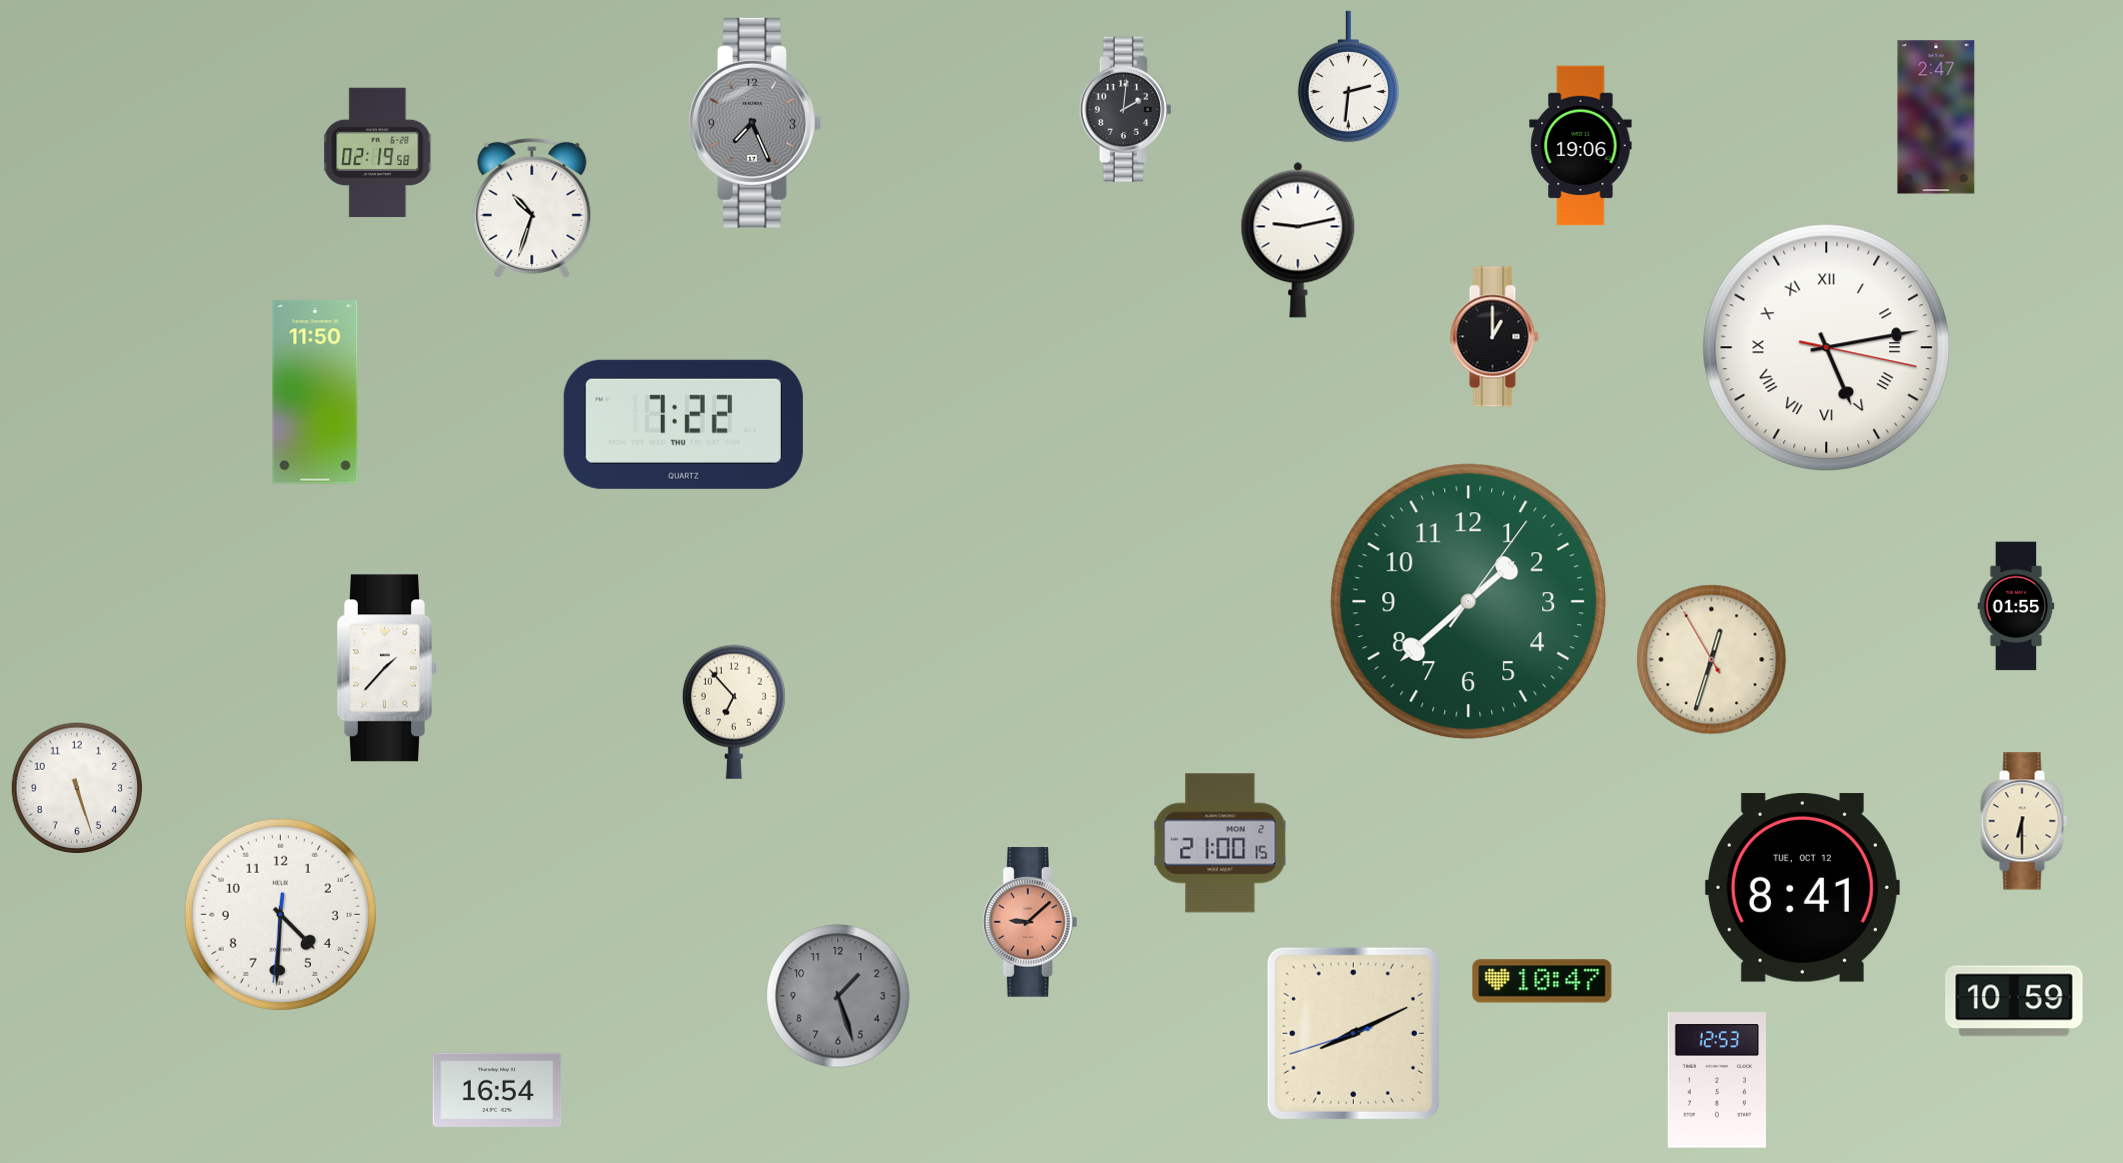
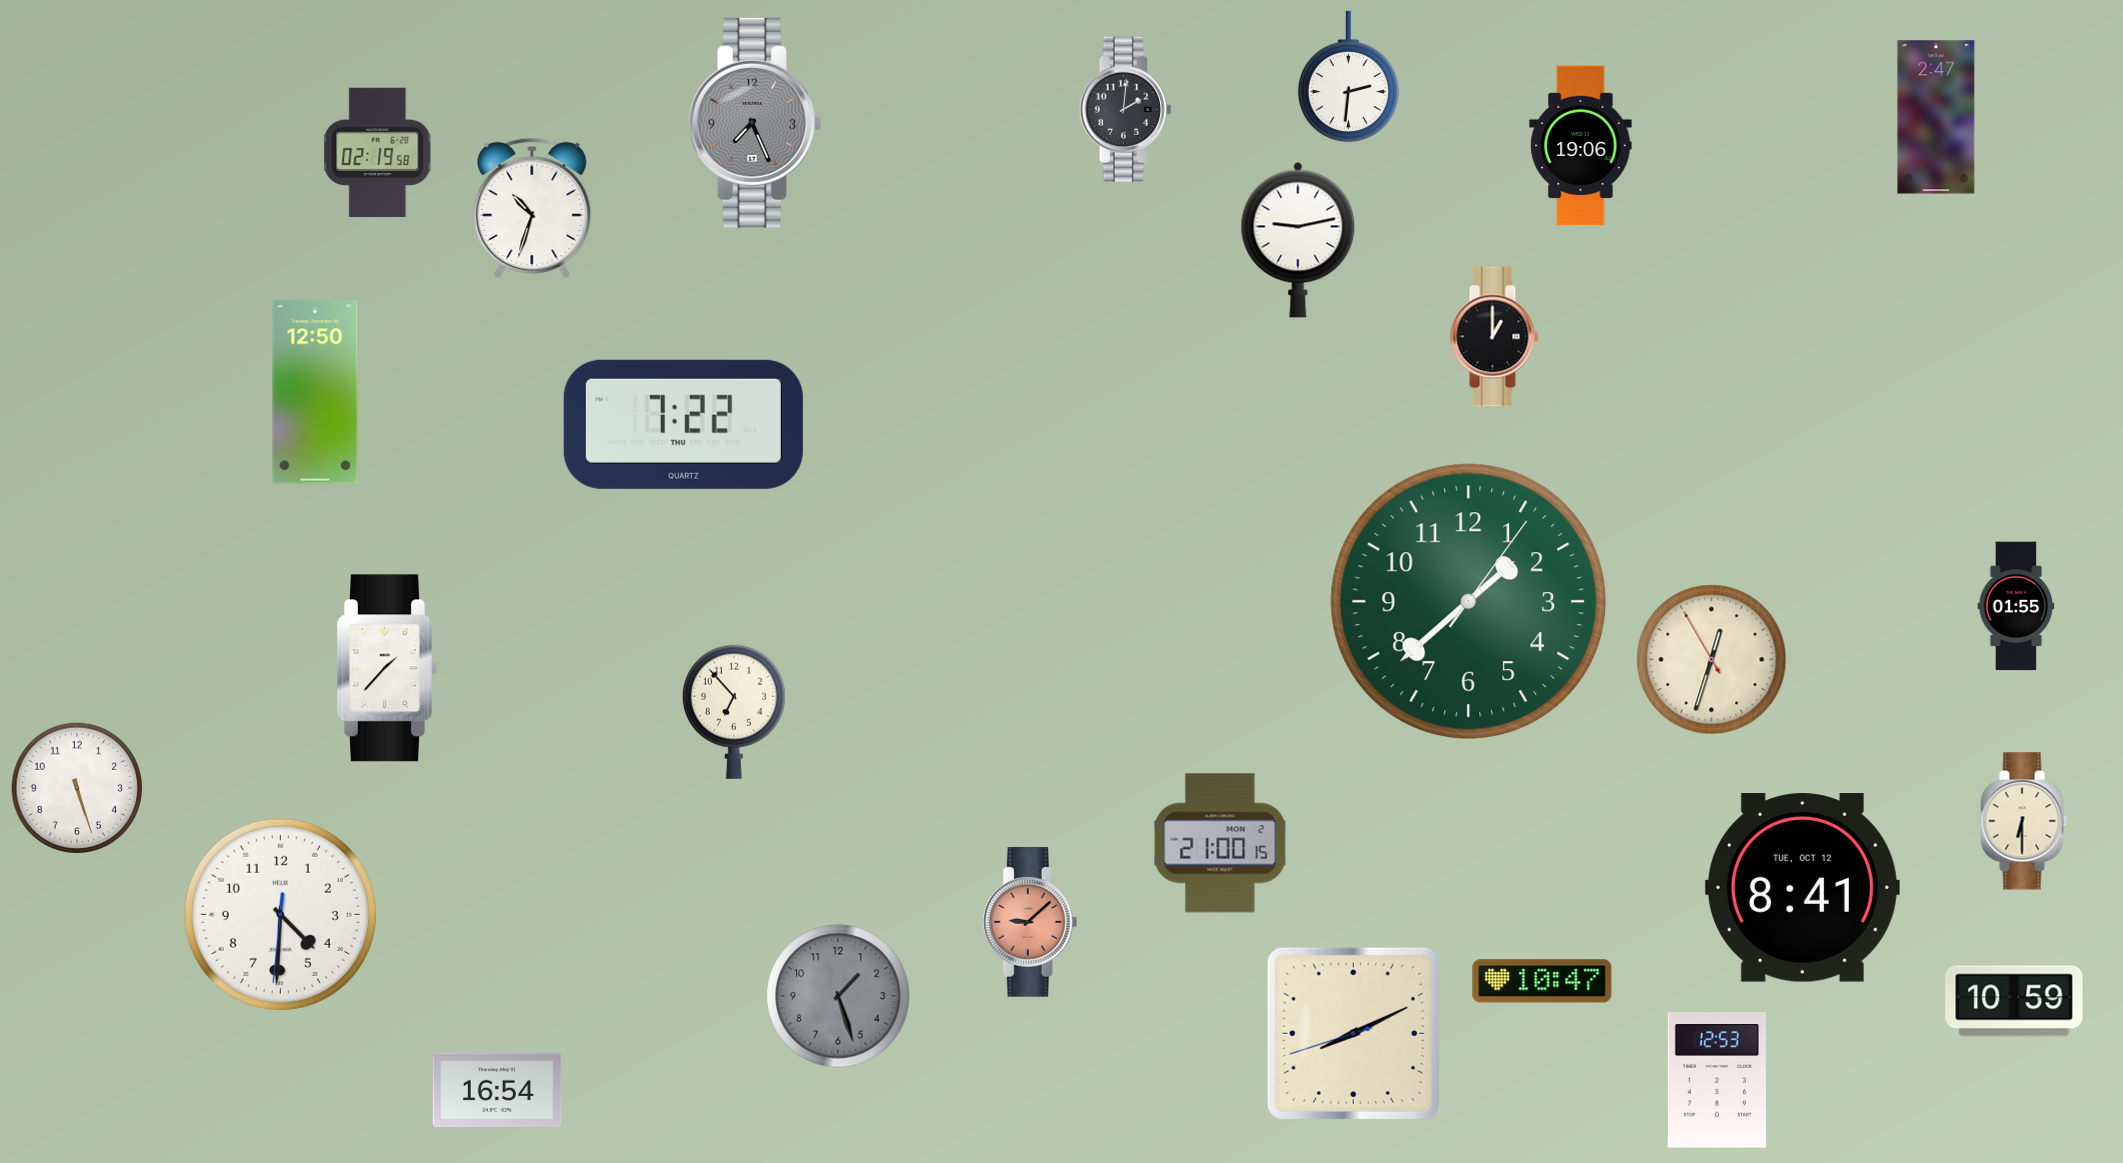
clock at (1827, 348): 5:13 -> none
clock at (315, 392): 11:50 -> 12:50
